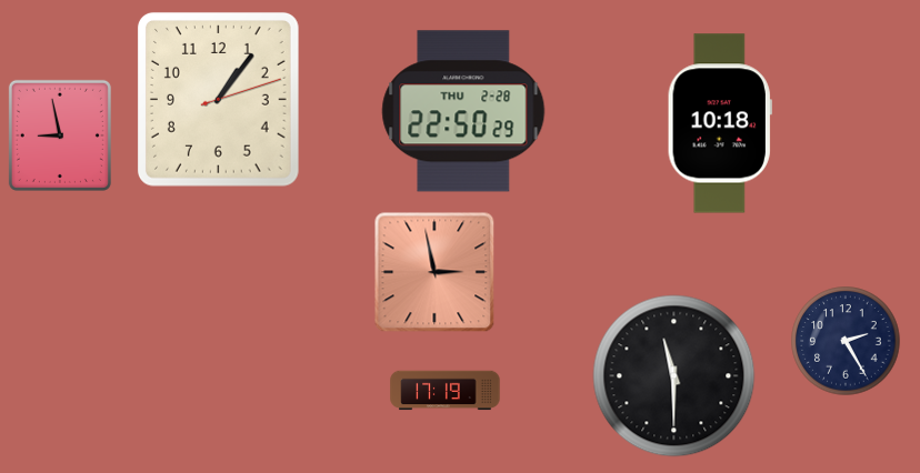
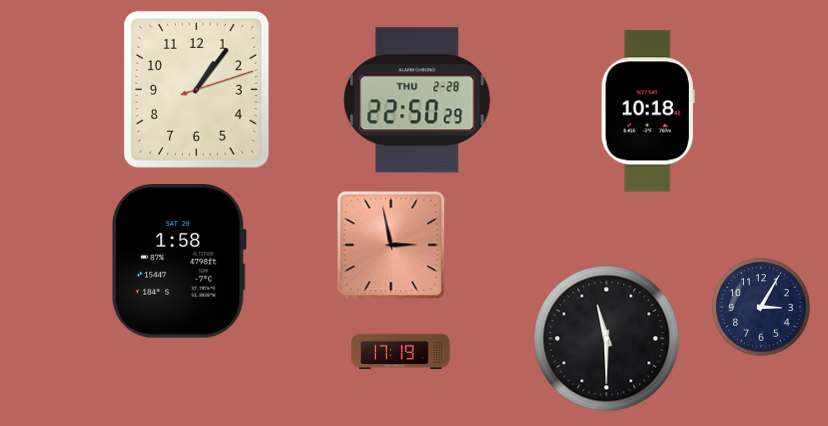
clock at (60, 135): 8:58 -> none
clock at (179, 261): none -> 1:58
clock at (846, 341): 2:25 -> 3:05
